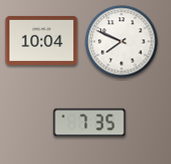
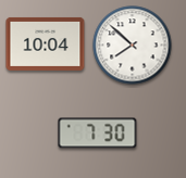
clock at (122, 42): 7:49 -> 7:52
clock at (90, 123): 7:35 -> 7:30
